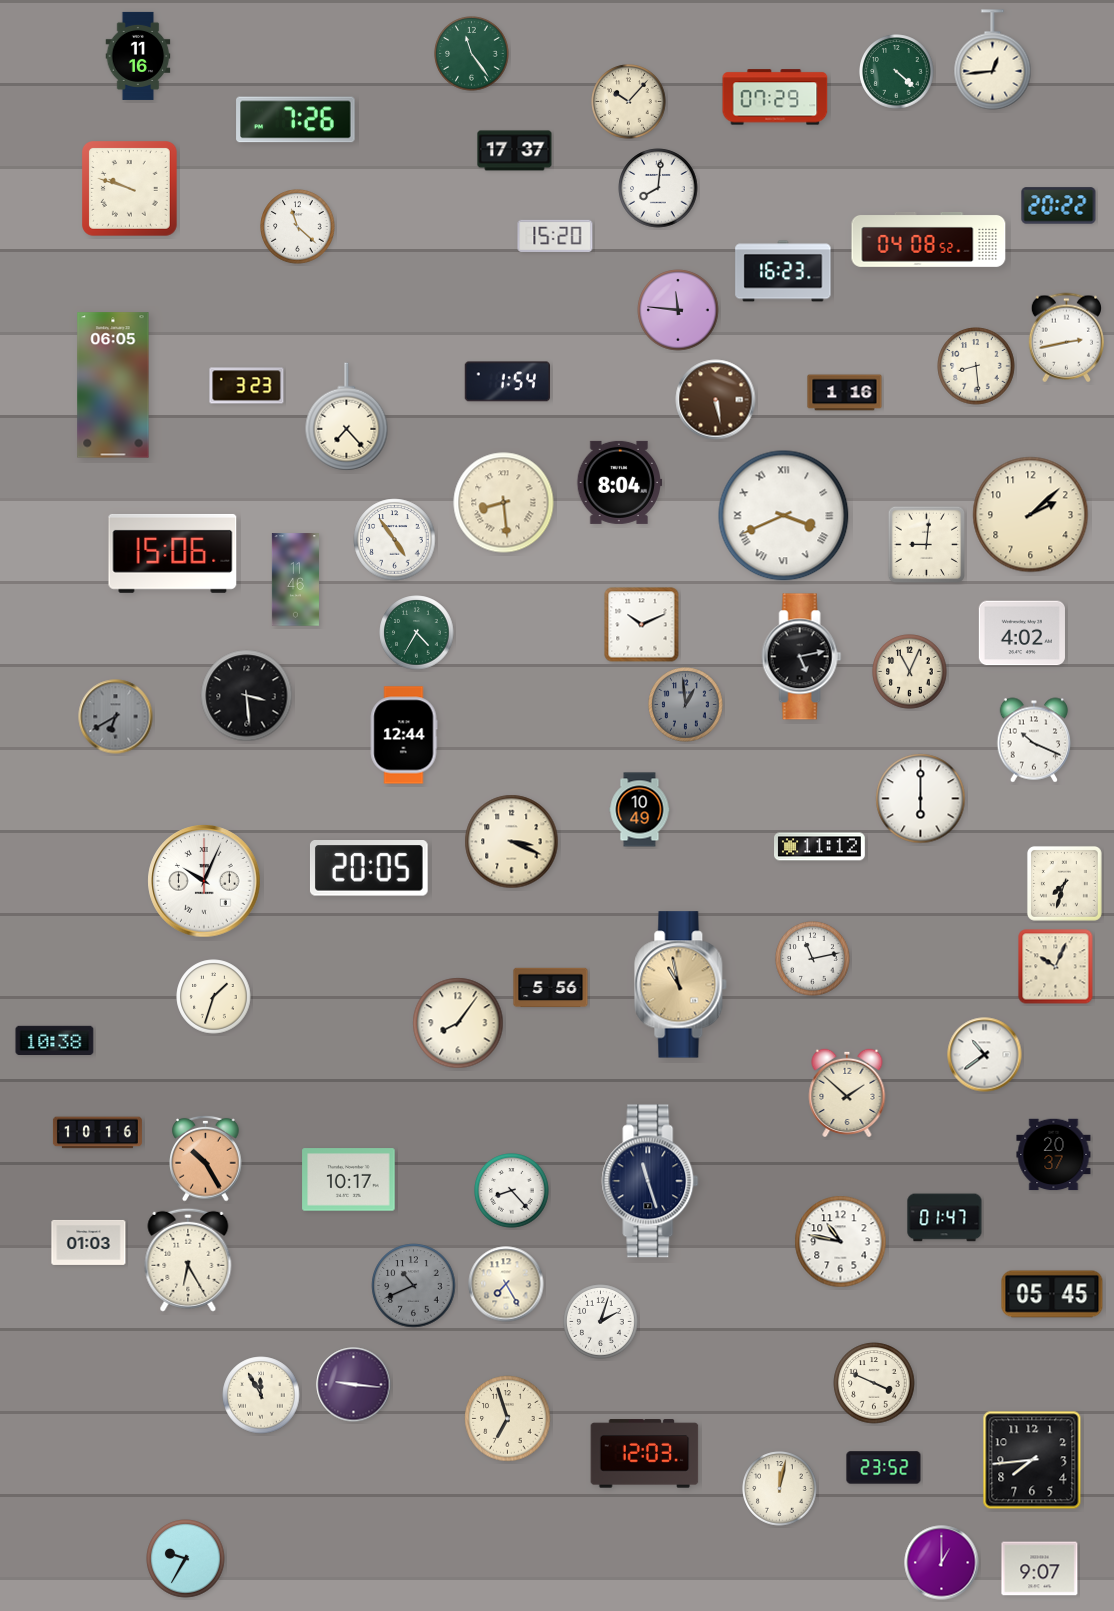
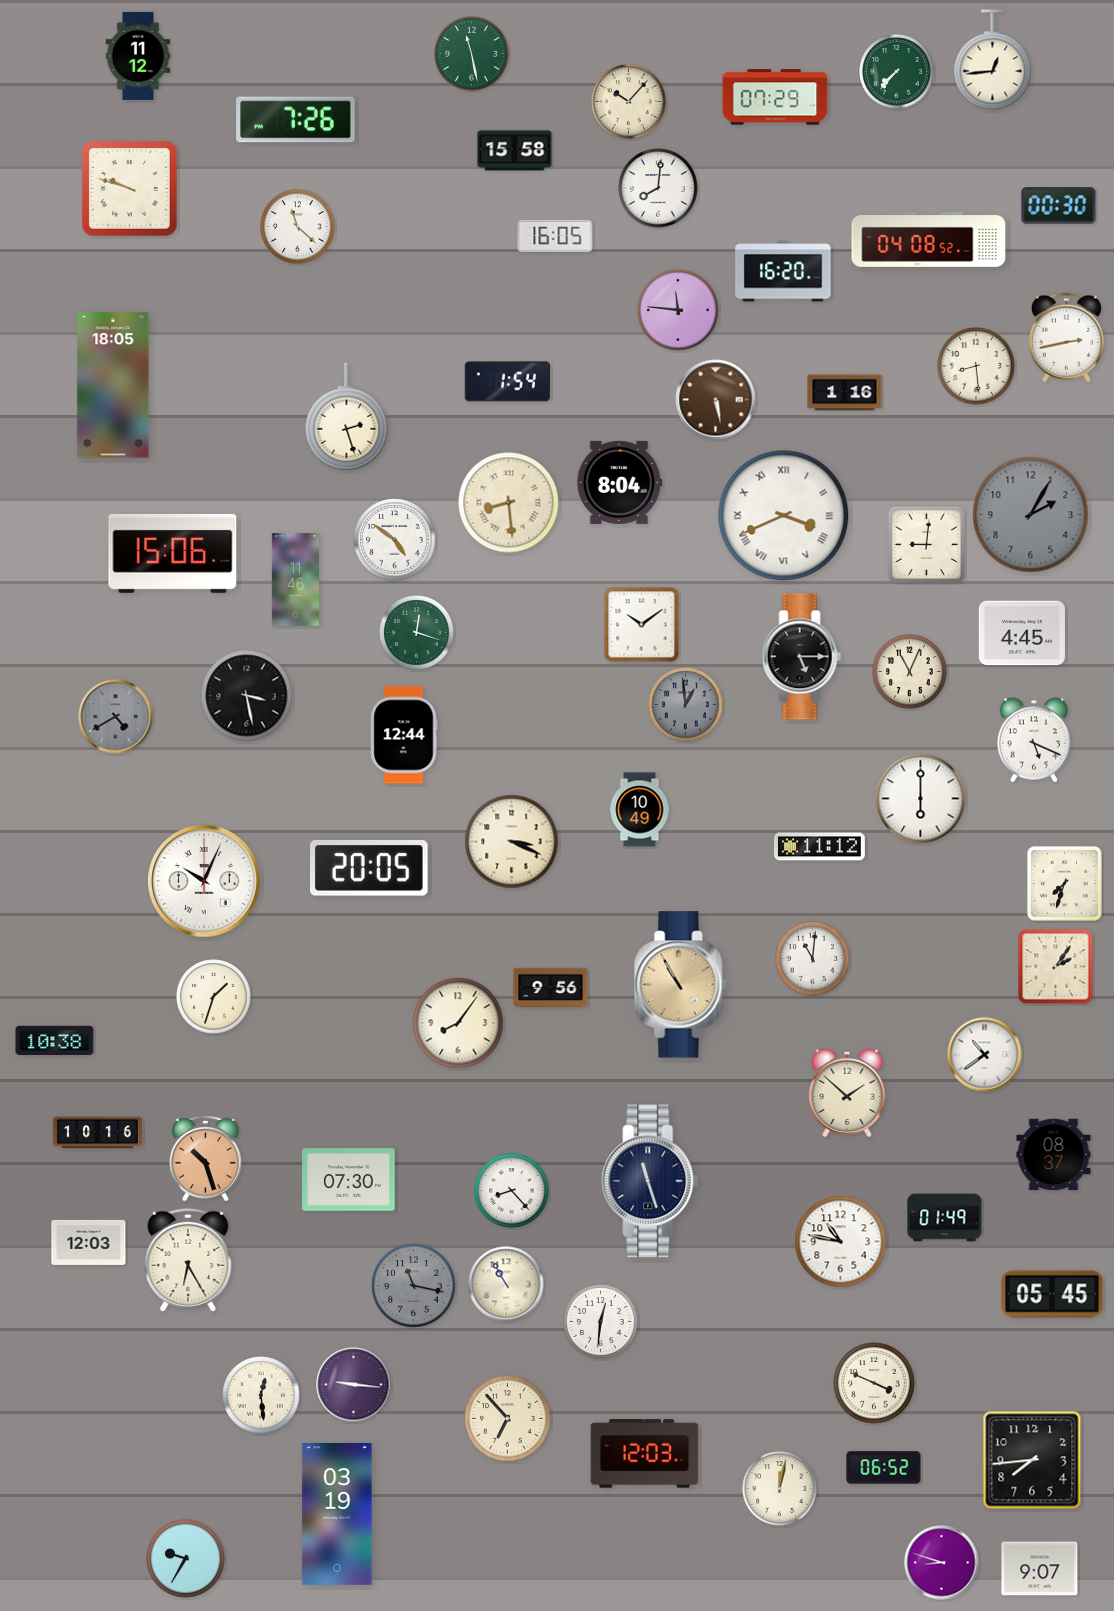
clock at (472, 54): 11:24 -> 11:28
clock at (138, 56): 11:16 -> 11:12
clock at (897, 72): 4:22 -> 7:37
clock at (515, 151): 17:37 -> 15:58
clock at (1059, 206): 20:22 -> 00:30
clock at (555, 236): 15:20 -> 16:05
clock at (783, 271): 16:23 -> 16:20
clock at (113, 385): 06:05 -> 18:05
clock at (247, 386): 3:23 -> none
clock at (347, 417): 7:23 -> 2:27
clock at (504, 503) position: (504, 503) -> (509, 503)
clock at (1031, 515): 2:08 -> 2:05
clock at (1031, 515) dial: cream -> grey
clock at (395, 540): 4:54 -> 4:51
clock at (642, 625): 10:11 -> 10:09
clock at (417, 633): 4:35 -> 12:18
clock at (1022, 633): 4:02 -> 4:45
clock at (802, 657): 5:13 -> 5:15
clock at (247, 696): 3:29 -> 3:28
clock at (116, 717): 6:40 -> 4:40
clock at (1034, 740): 10:19 -> 5:19
clock at (813, 959): 11:13 -> 11:01
clock at (1056, 967): 10:04 -> 2:06
clock at (681, 985): 10:58 -> 10:55
clock at (551, 988): 5:56 -> 9:56
clock at (1054, 1155): 20:37 -> 08:37
clock at (206, 1158): 10:25 -> 10:27
clock at (349, 1180): 10:17 -> 07:30
clock at (945, 1218): 01:47 -> 01:49
clock at (89, 1242): 01:03 -> 12:03
clock at (506, 1284): 7:25 -> 10:55
clock at (414, 1286): 10:41 -> 11:17
clock at (601, 1322): 2:03 -> 12:31
clock at (261, 1395): 11:55 -> 12:29
clock at (508, 1419): 6:57 -> 6:53
clock at (884, 1468): 23:52 -> 06:52
clock at (337, 1515): none -> 03:19
clock at (942, 1563): 1:00 -> 8:48
